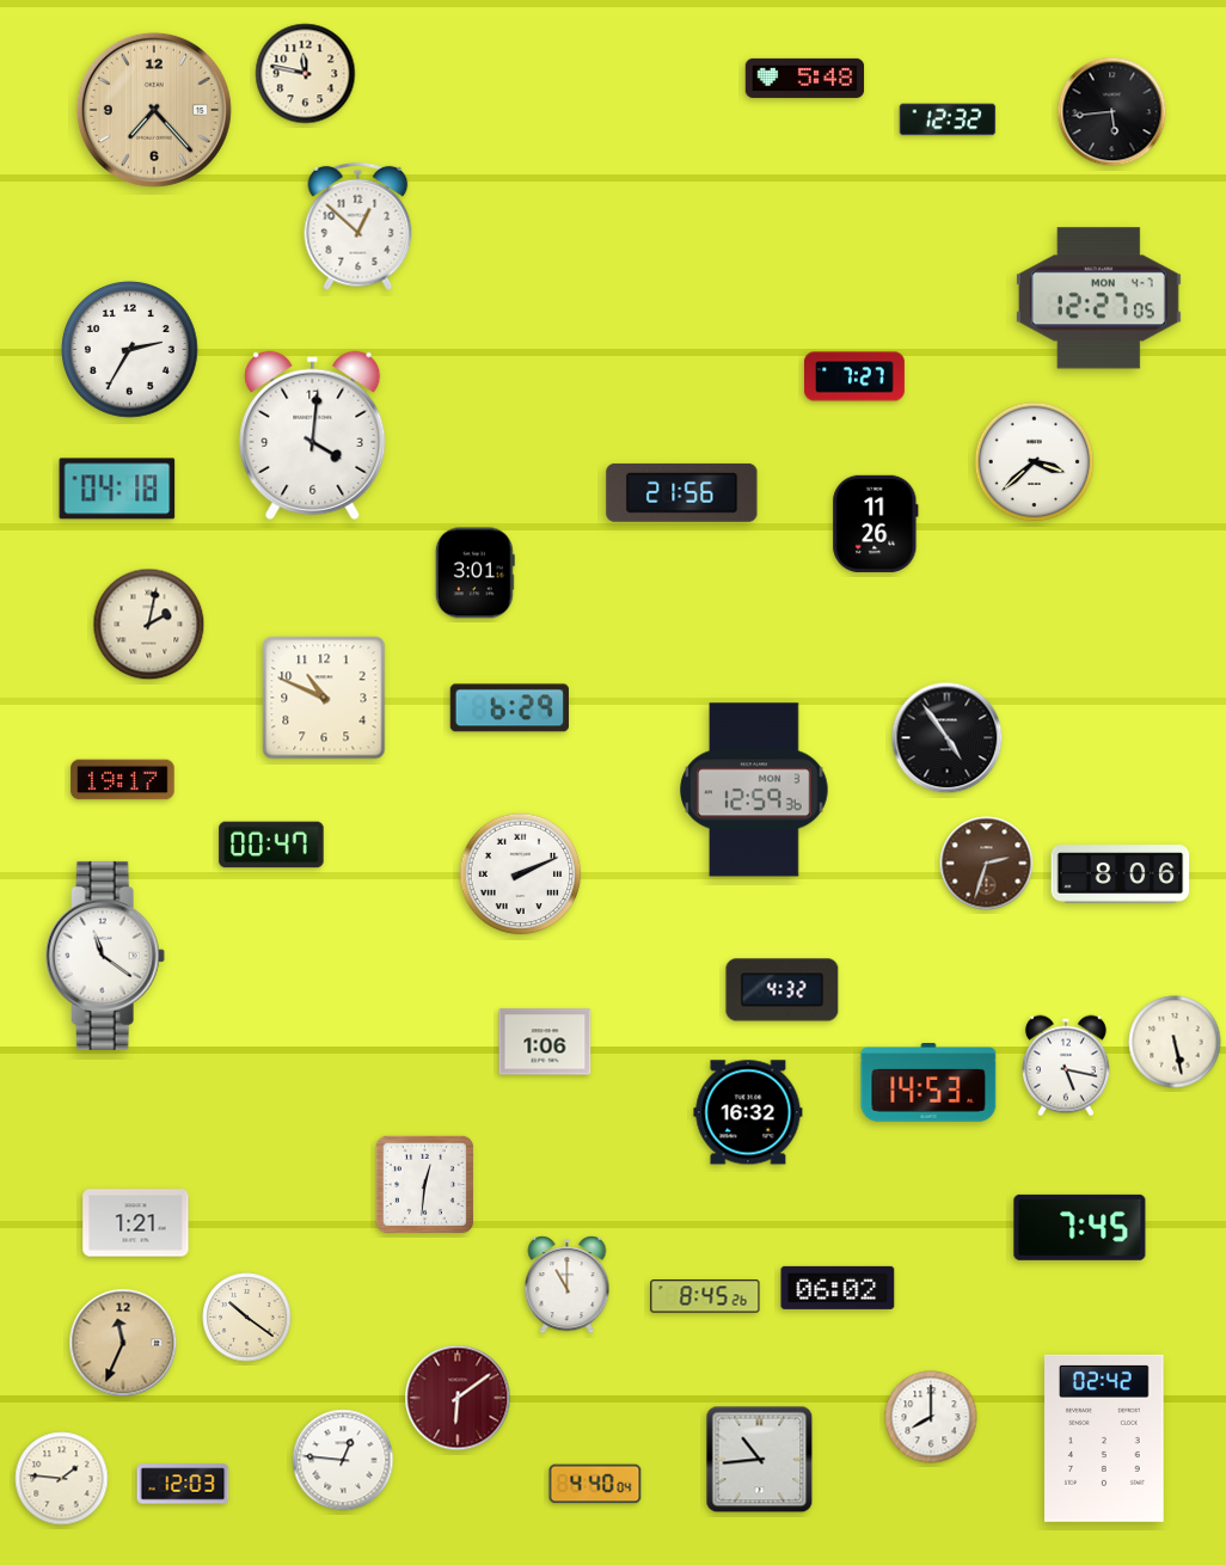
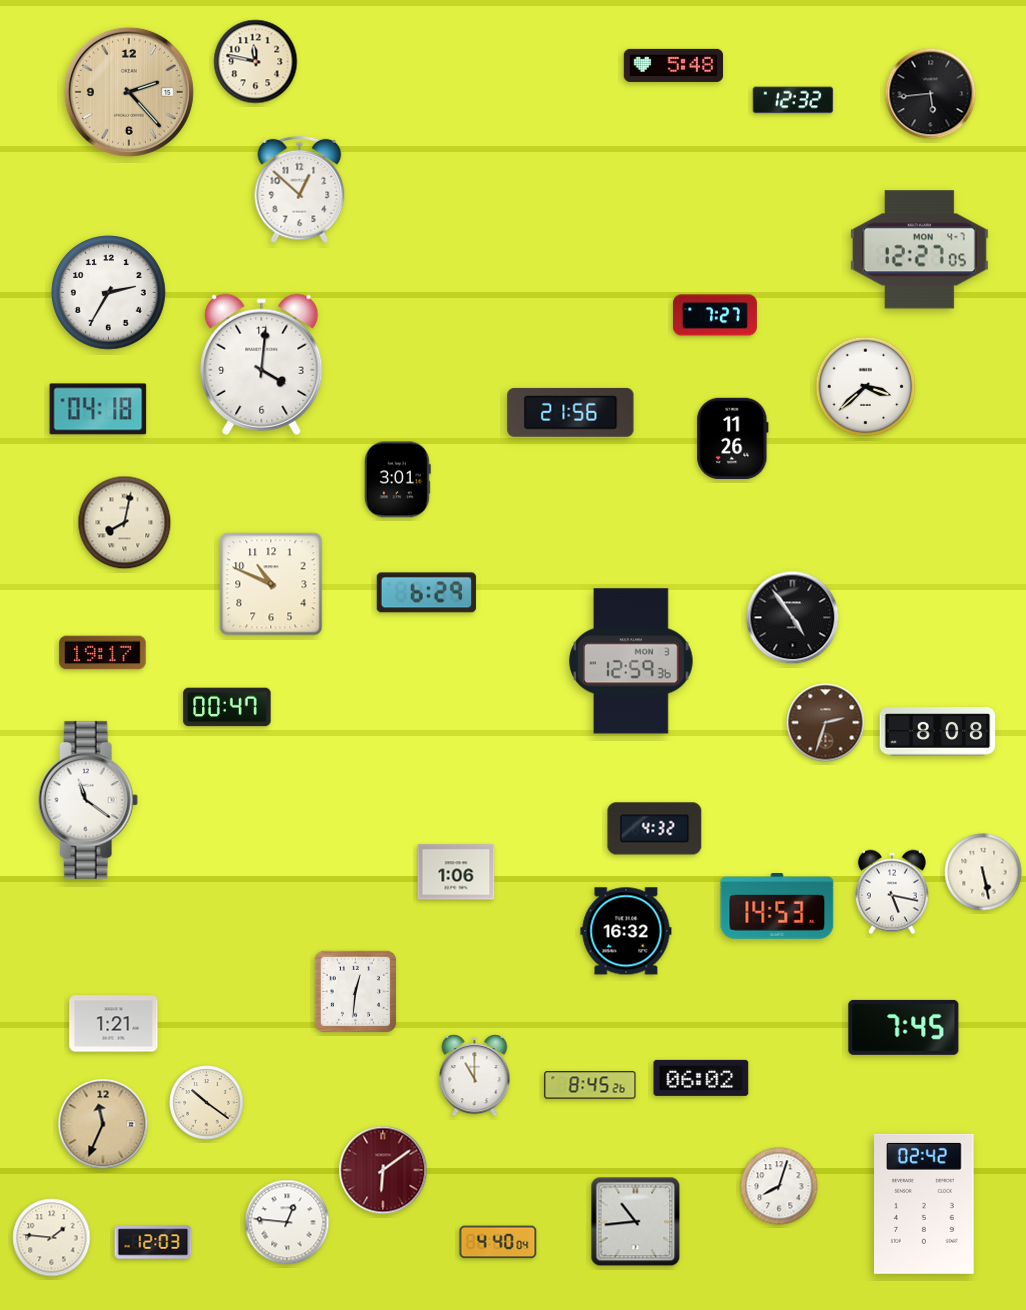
clock at (154, 110): 7:23 -> 2:23
clock at (149, 625): 2:02 -> 8:02
clock at (521, 874): 2:11 -> none
clock at (1121, 874): 8:06 -> 8:08
clock at (931, 1417): 8:00 -> 8:03
